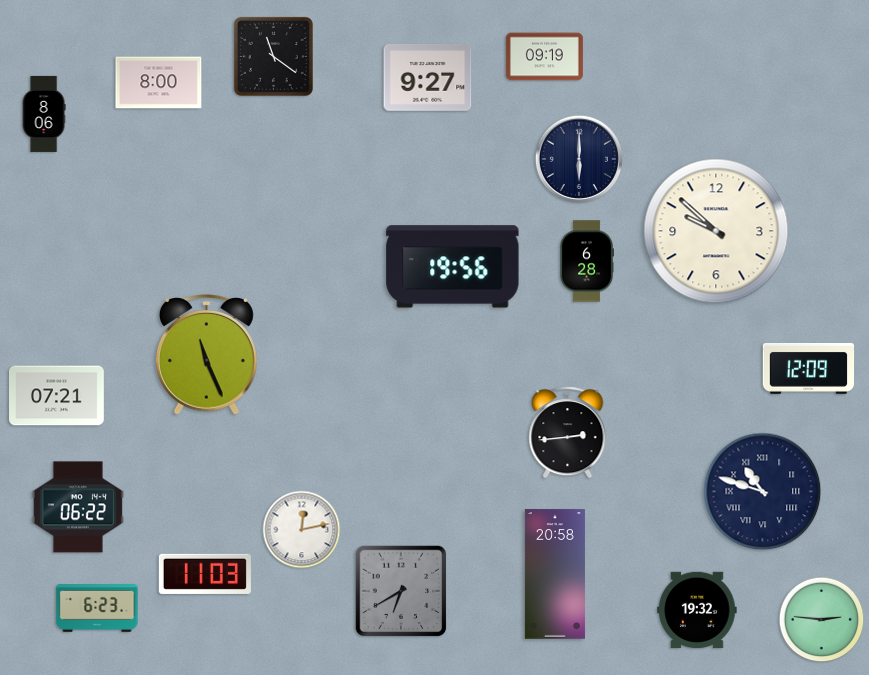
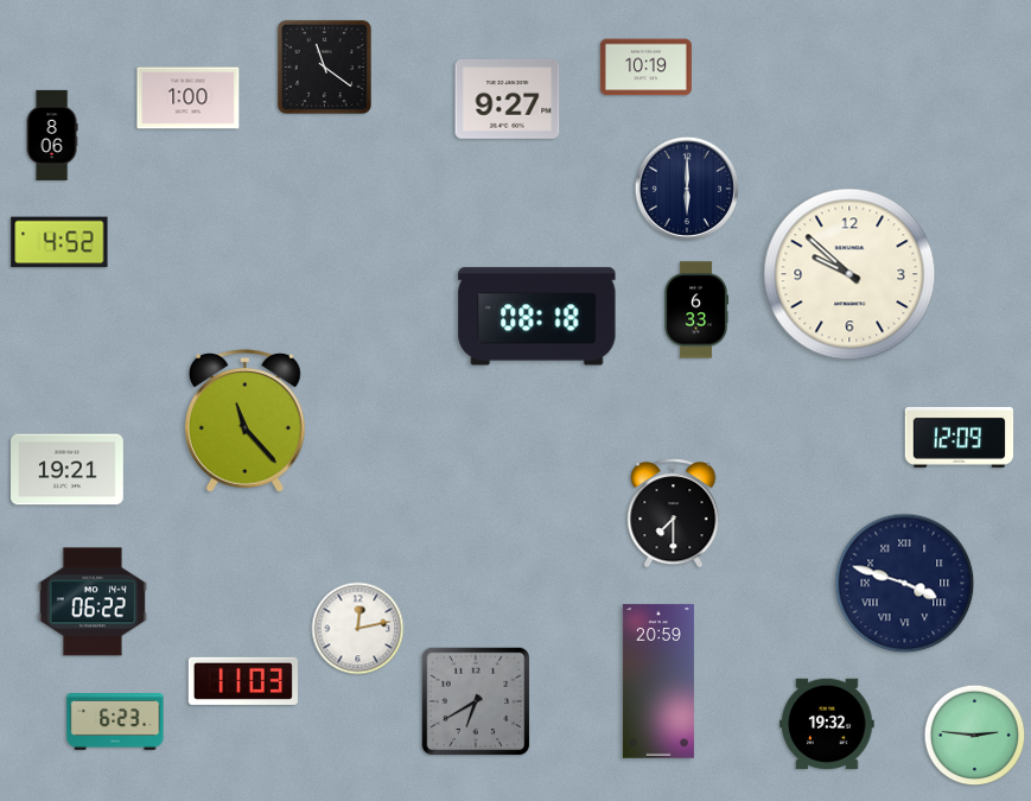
clock at (544, 57): 09:19 -> 10:19
clock at (428, 77) position: (428, 77) -> (508, 98)
clock at (159, 83): 8:00 -> 1:00
clock at (59, 242): none -> 4:52
clock at (587, 261): 6:28 -> 6:33
clock at (453, 267): 19:56 -> 08:18
clock at (206, 355): 11:26 -> 11:23
clock at (57, 396): 07:21 -> 19:21
clock at (568, 433): 2:44 -> 7:30
clock at (763, 492): 10:48 -> 3:48
clock at (555, 574): 20:58 -> 20:59
